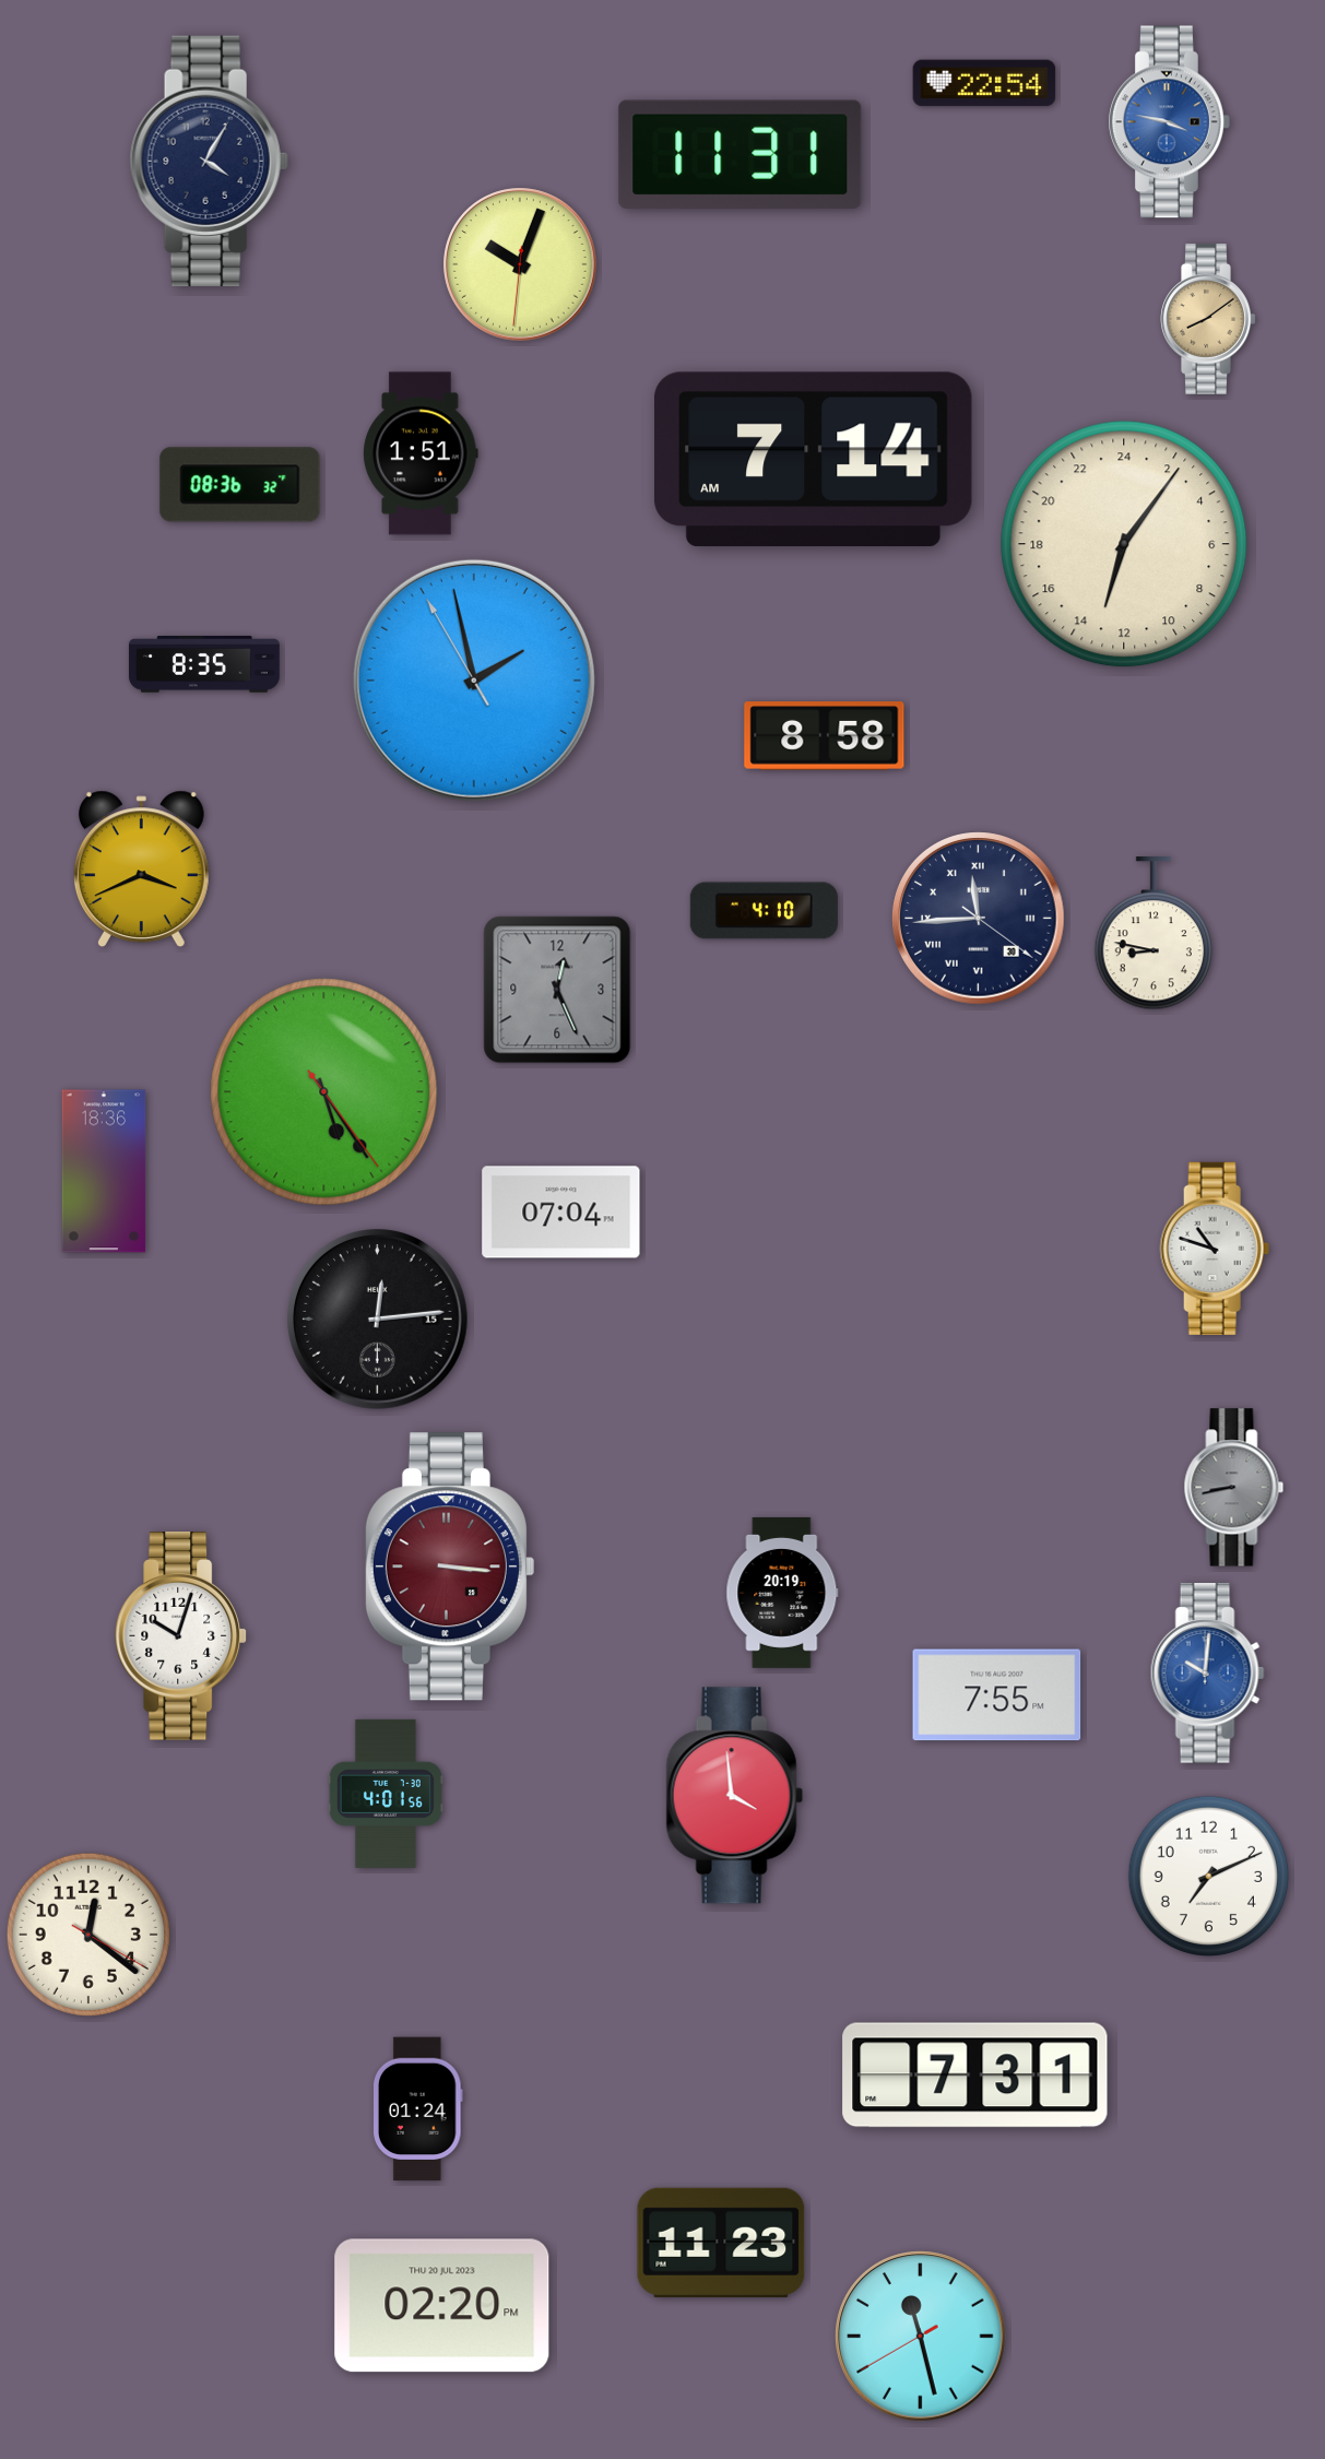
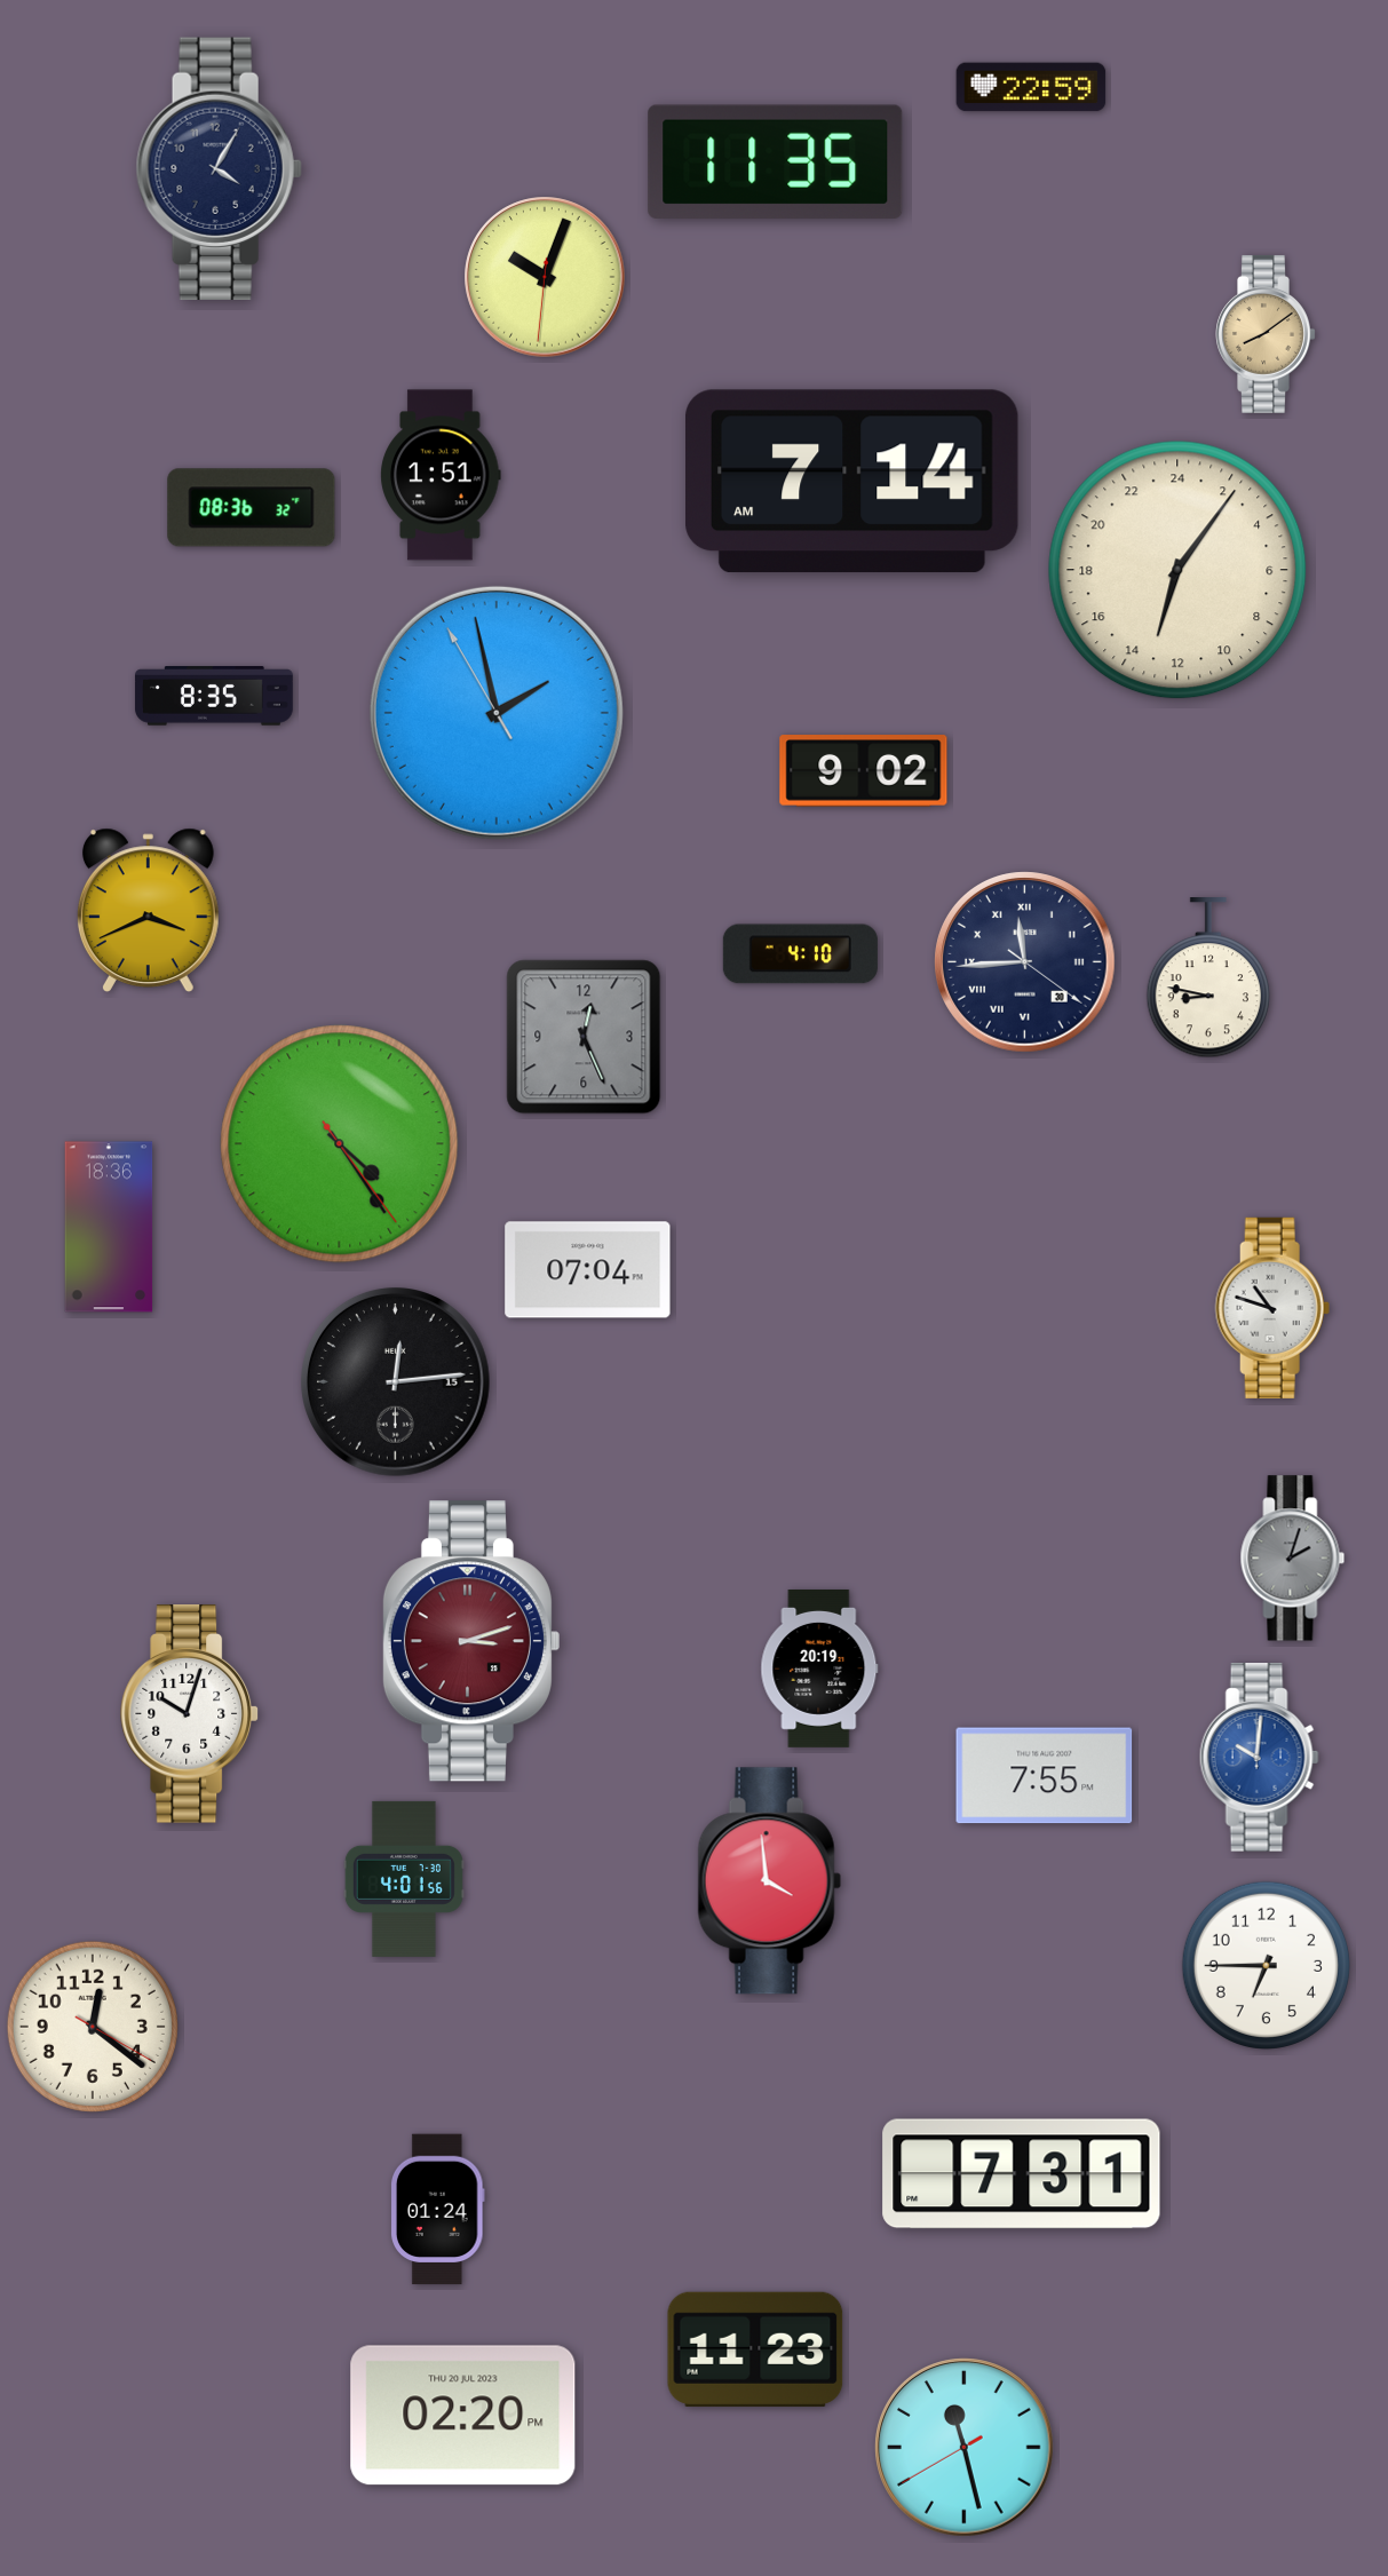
clock at (984, 83): 22:54 -> 22:59
clock at (1170, 122): 3:47 -> none
clock at (741, 154): 11:31 -> 11:35
clock at (825, 736): 8:58 -> 9:02
clock at (324, 1092): 5:24 -> 4:24
clock at (1234, 1488): 8:43 -> 2:03
clock at (449, 1567): 3:16 -> 3:12
clock at (1207, 1674) position: (1207, 1674) -> (1259, 1758)
clock at (1208, 1876): 7:11 -> 6:45
